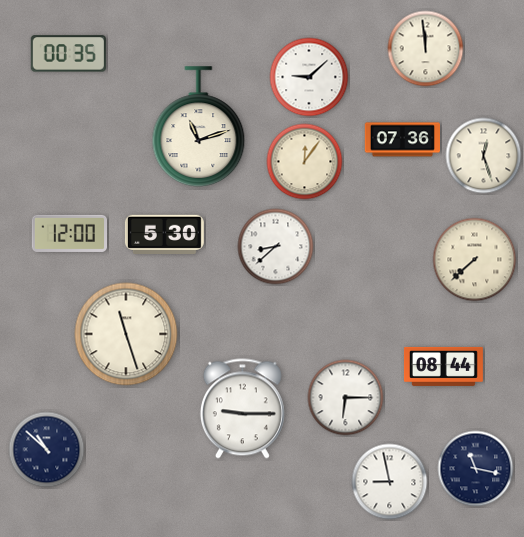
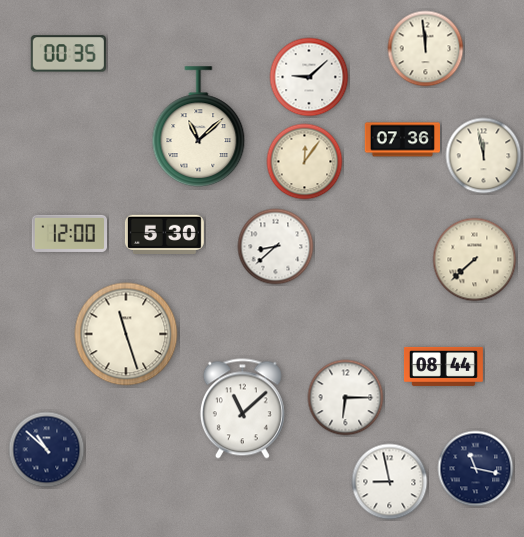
clock at (199, 126): 11:12 -> 11:08
clock at (484, 156): 12:27 -> 11:58
clock at (242, 409): 9:15 -> 11:08
